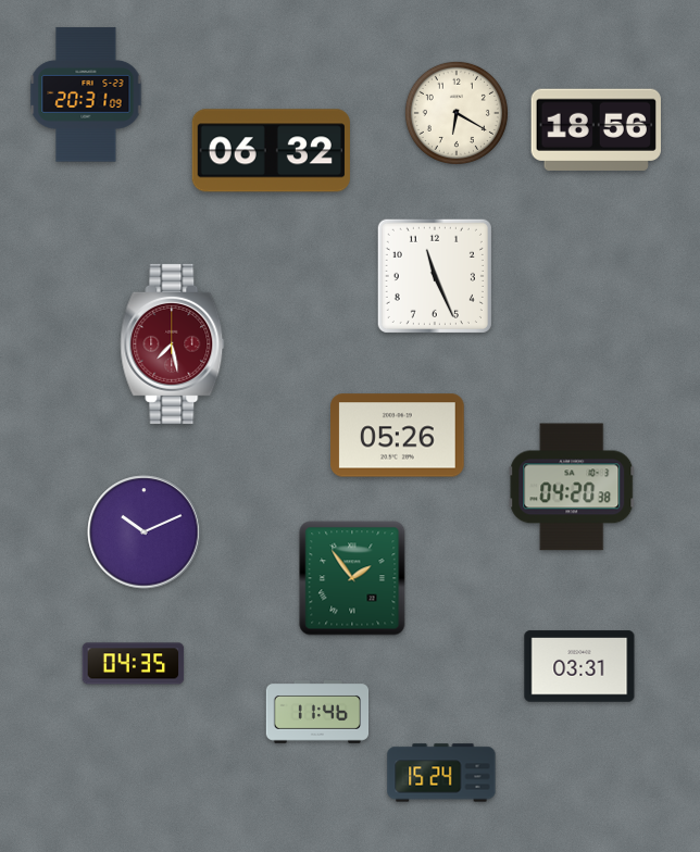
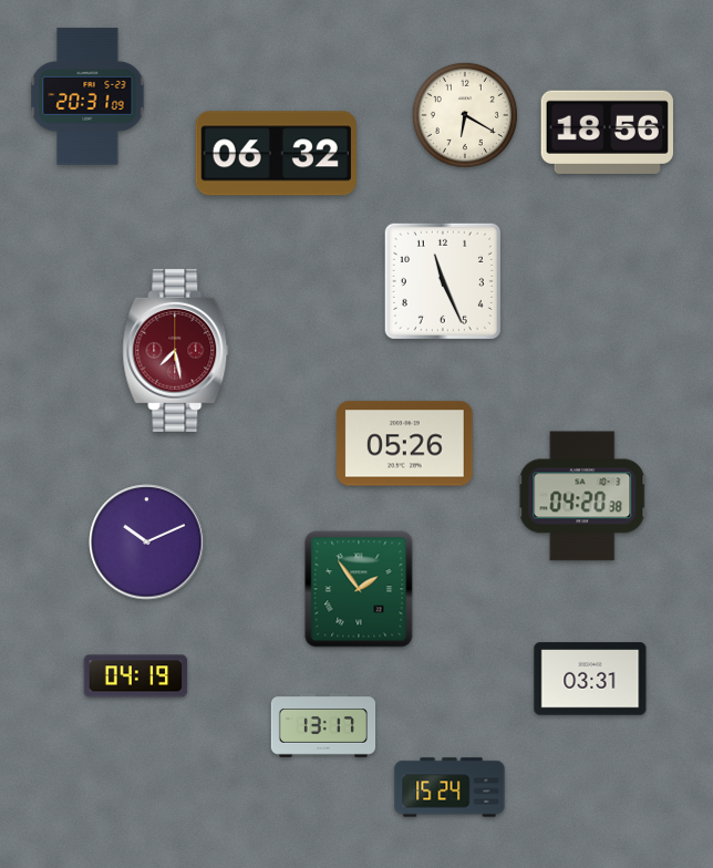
clock at (134, 664): 04:35 -> 04:19
clock at (317, 713): 11:46 -> 13:17
